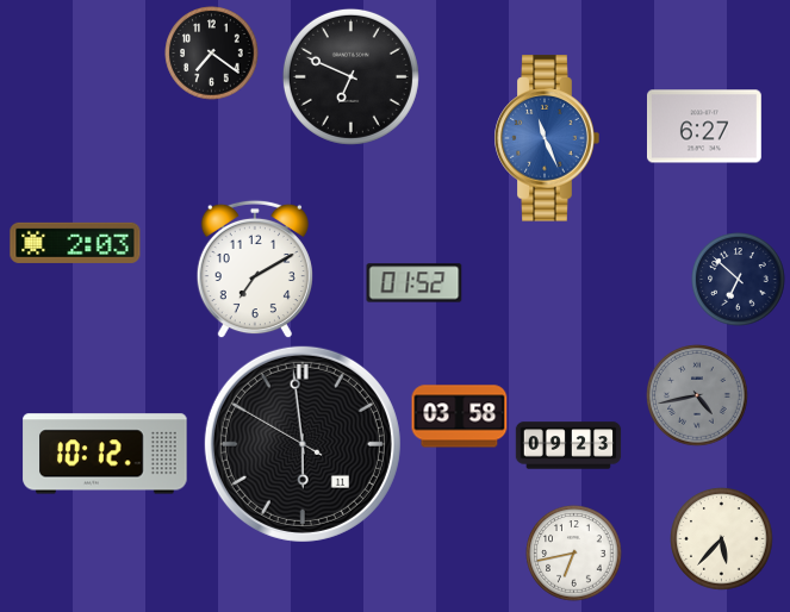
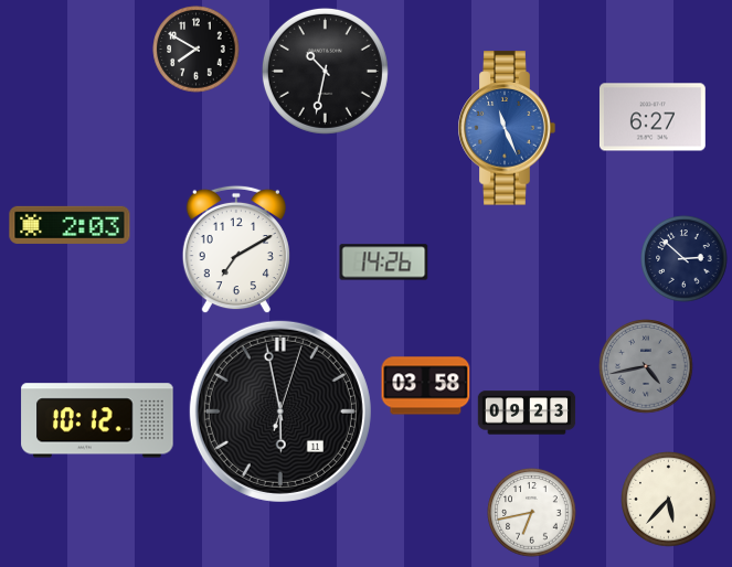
clock at (212, 54): 7:21 -> 7:50
clock at (350, 76): 6:49 -> 10:32
clock at (739, 280): 6:52 -> 2:52
clock at (415, 283): 01:52 -> 14:26
clock at (303, 444): 5:58:50 -> 5:58:03
